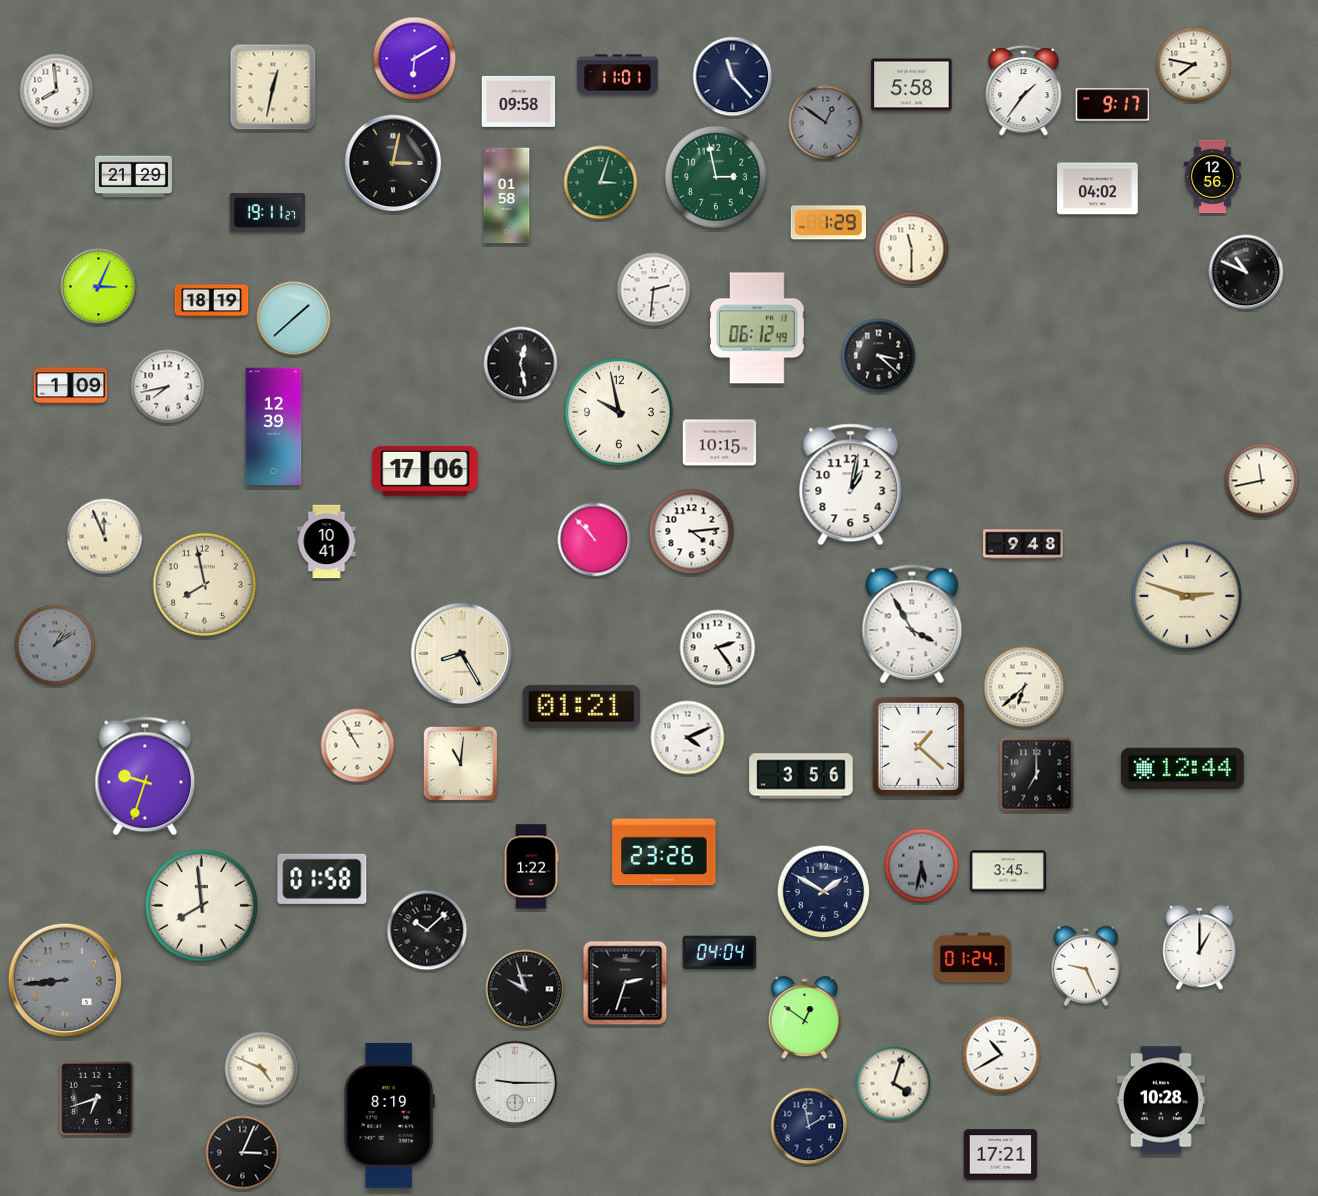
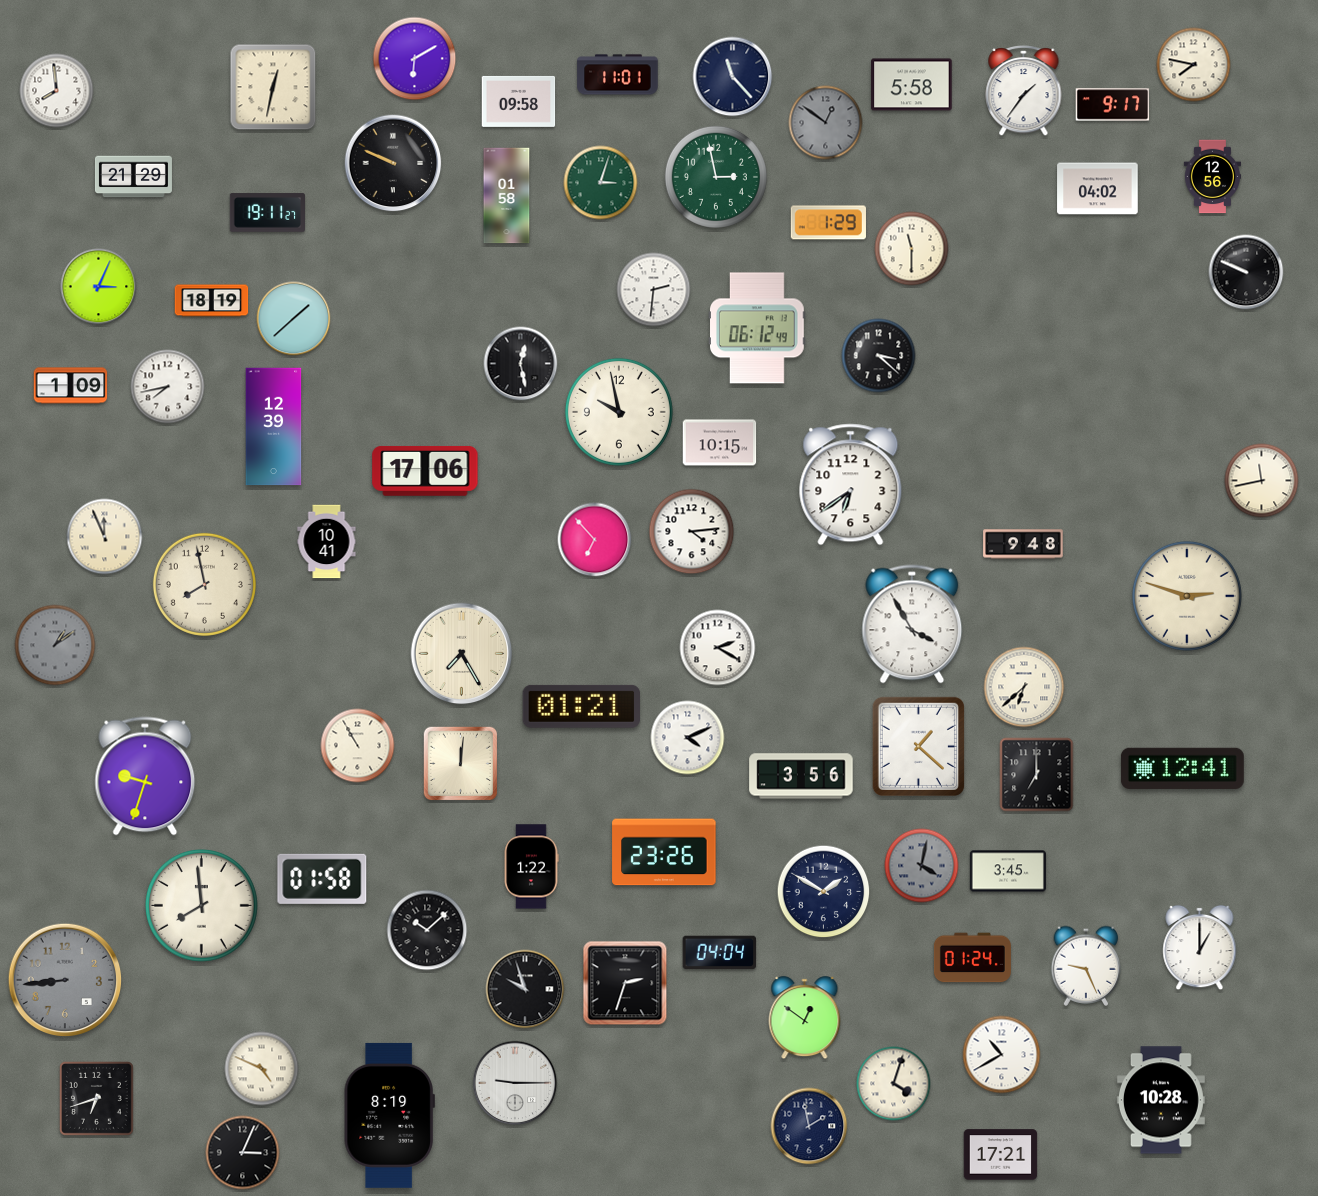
clock at (393, 163): 3:02 -> 9:49
clock at (1246, 272): 10:49 -> 9:49
clock at (851, 485): 1:02 -> 6:39
clock at (595, 540): 10:53 -> 6:53
clock at (718, 648): 2:24 -> 2:20
clock at (462, 654): 8:25 -> 7:25
clock at (461, 764): 11:01 -> 12:01
clock at (1182, 768): 12:44 -> 12:41
clock at (922, 866): 5:32 -> 4:02
